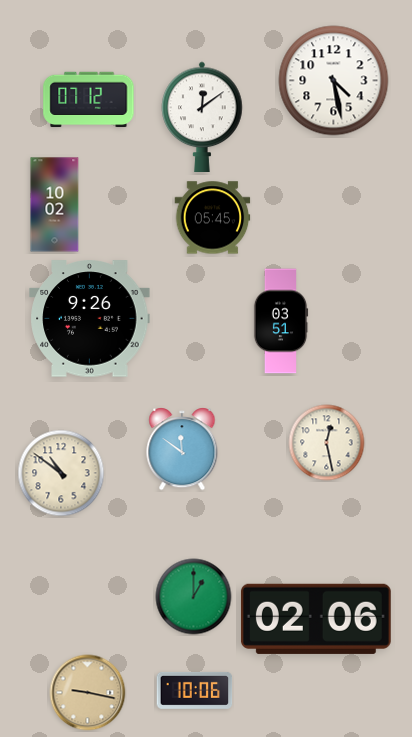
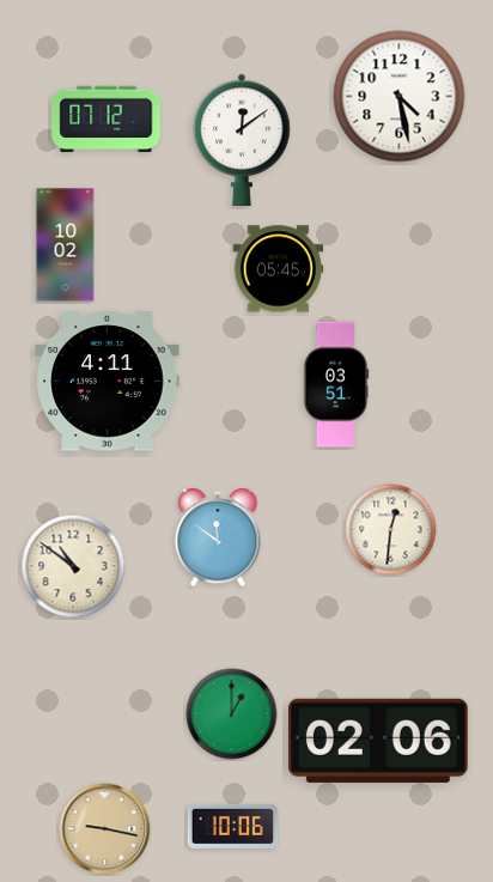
clock at (213, 218) position: (213, 218) -> (279, 269)
clock at (90, 319): 9:26 -> 4:11
clock at (327, 443): 12:28 -> 12:31
